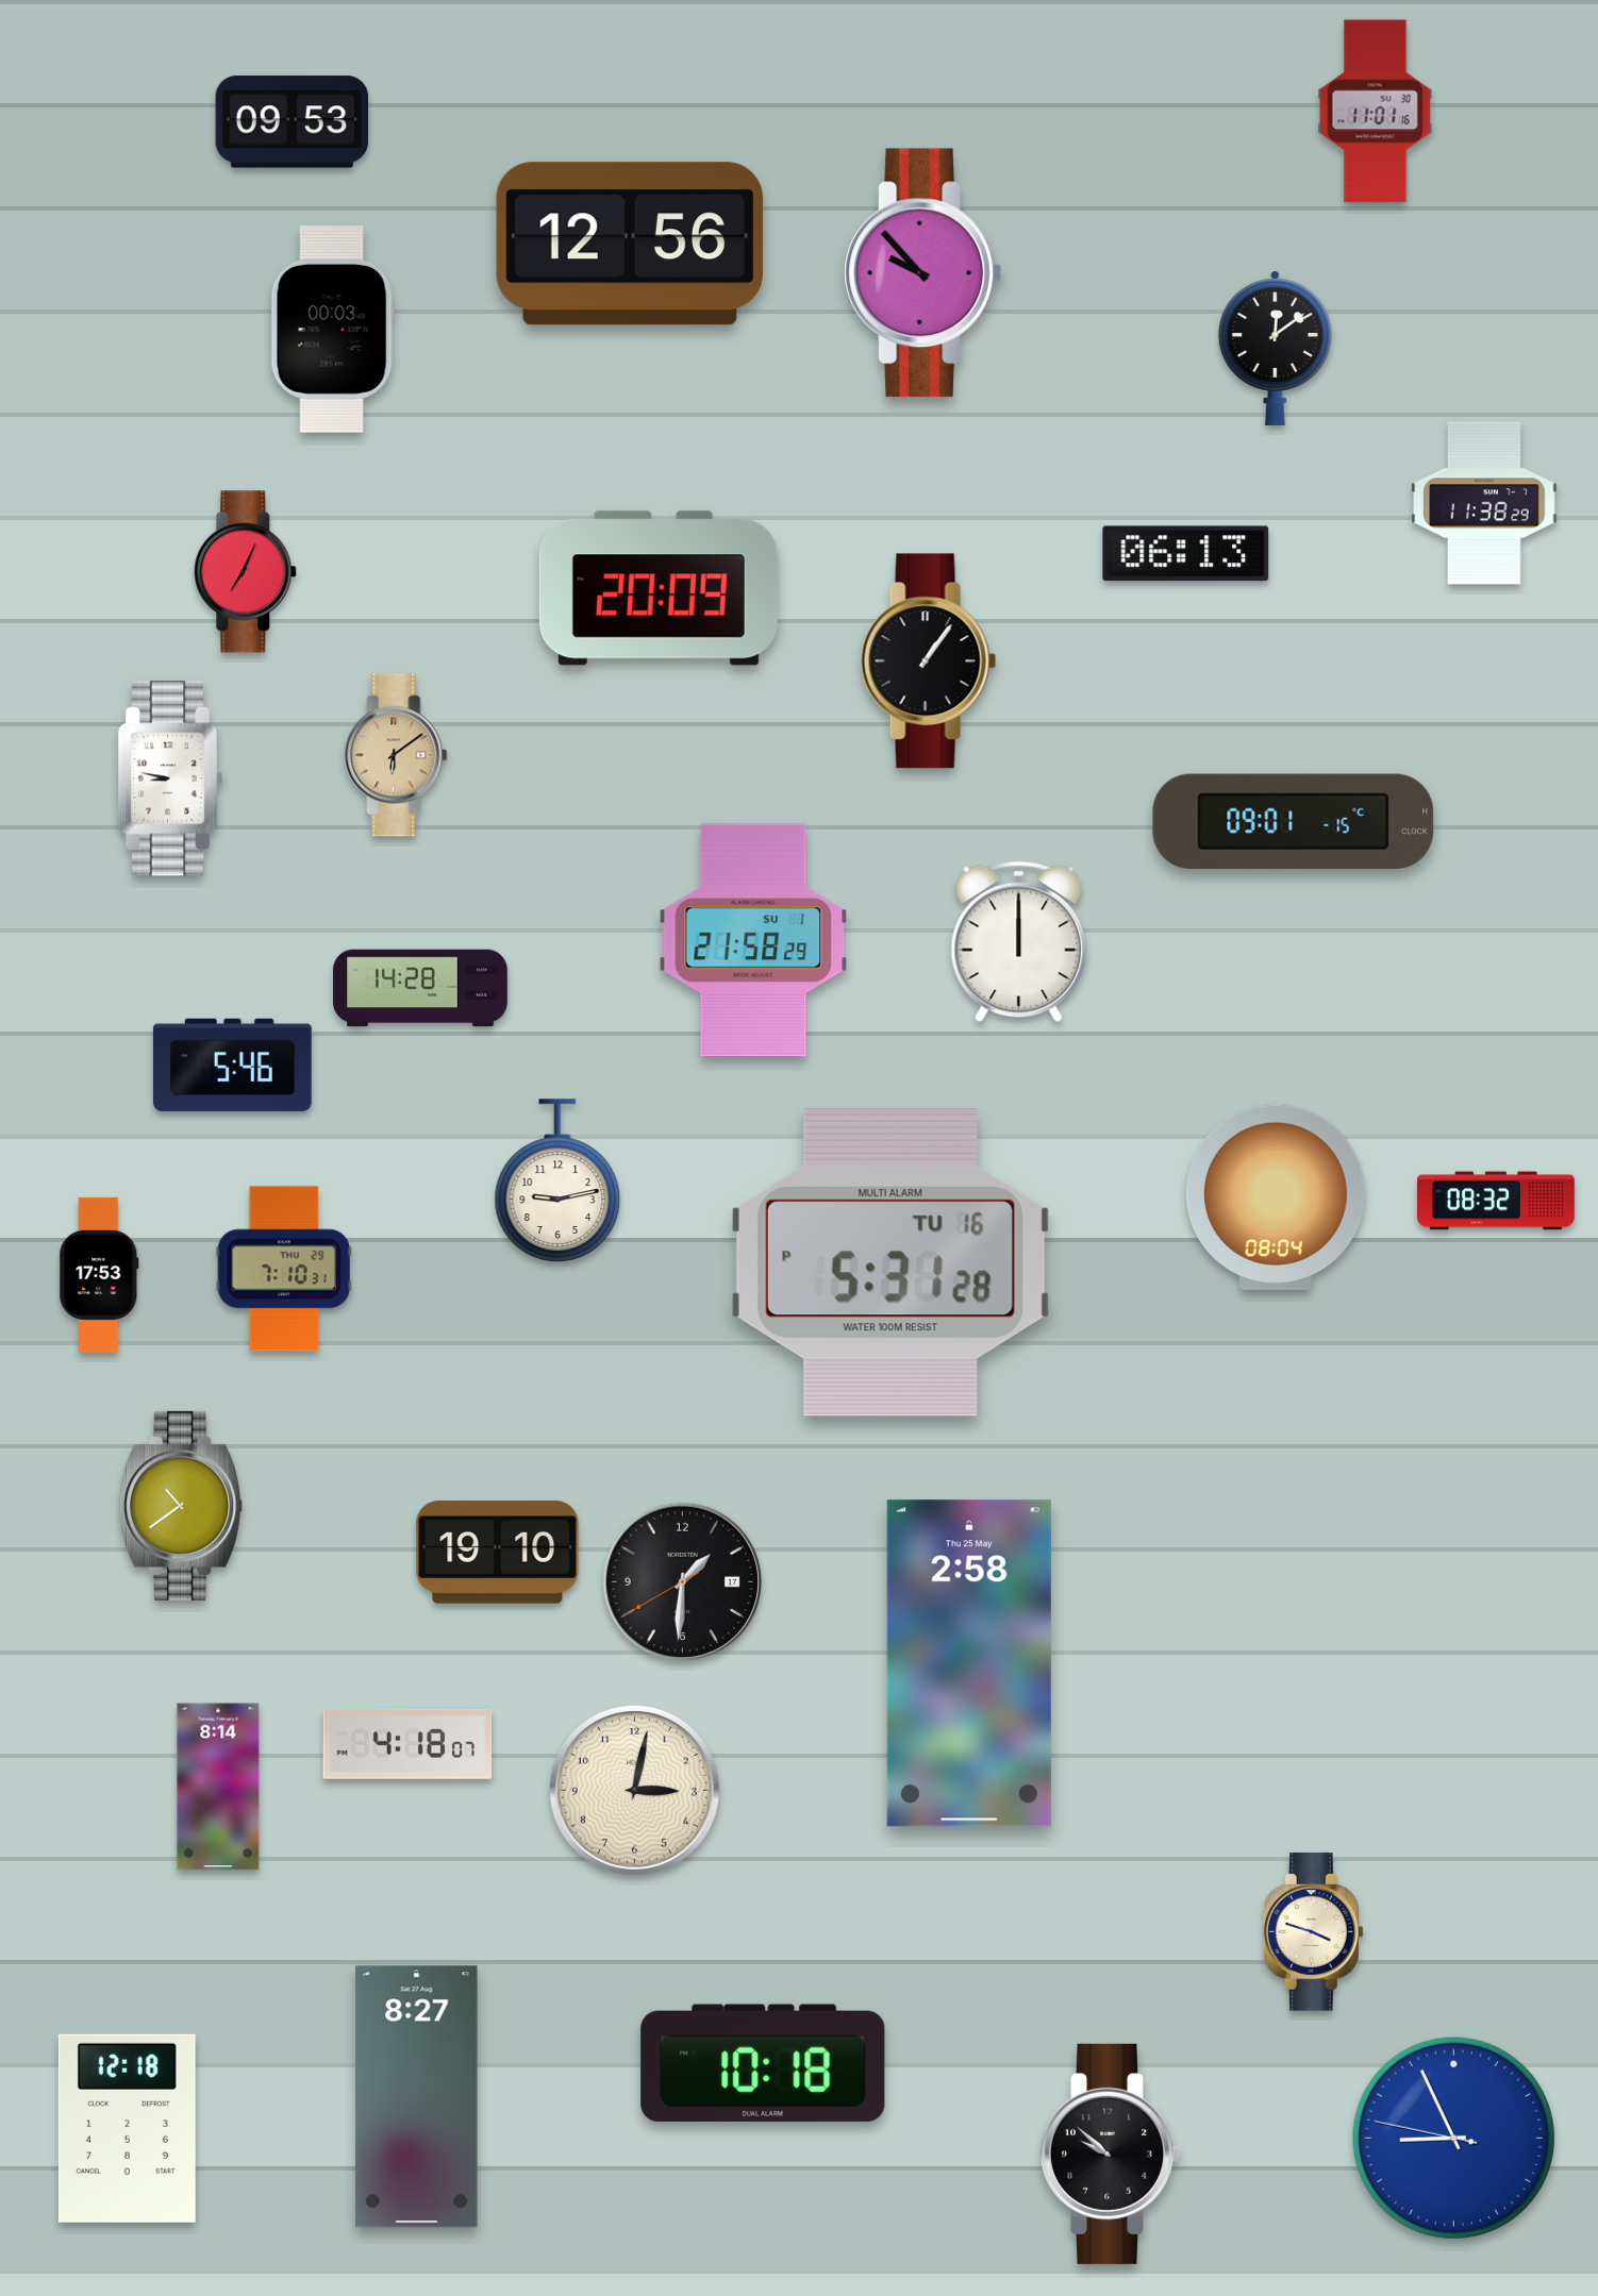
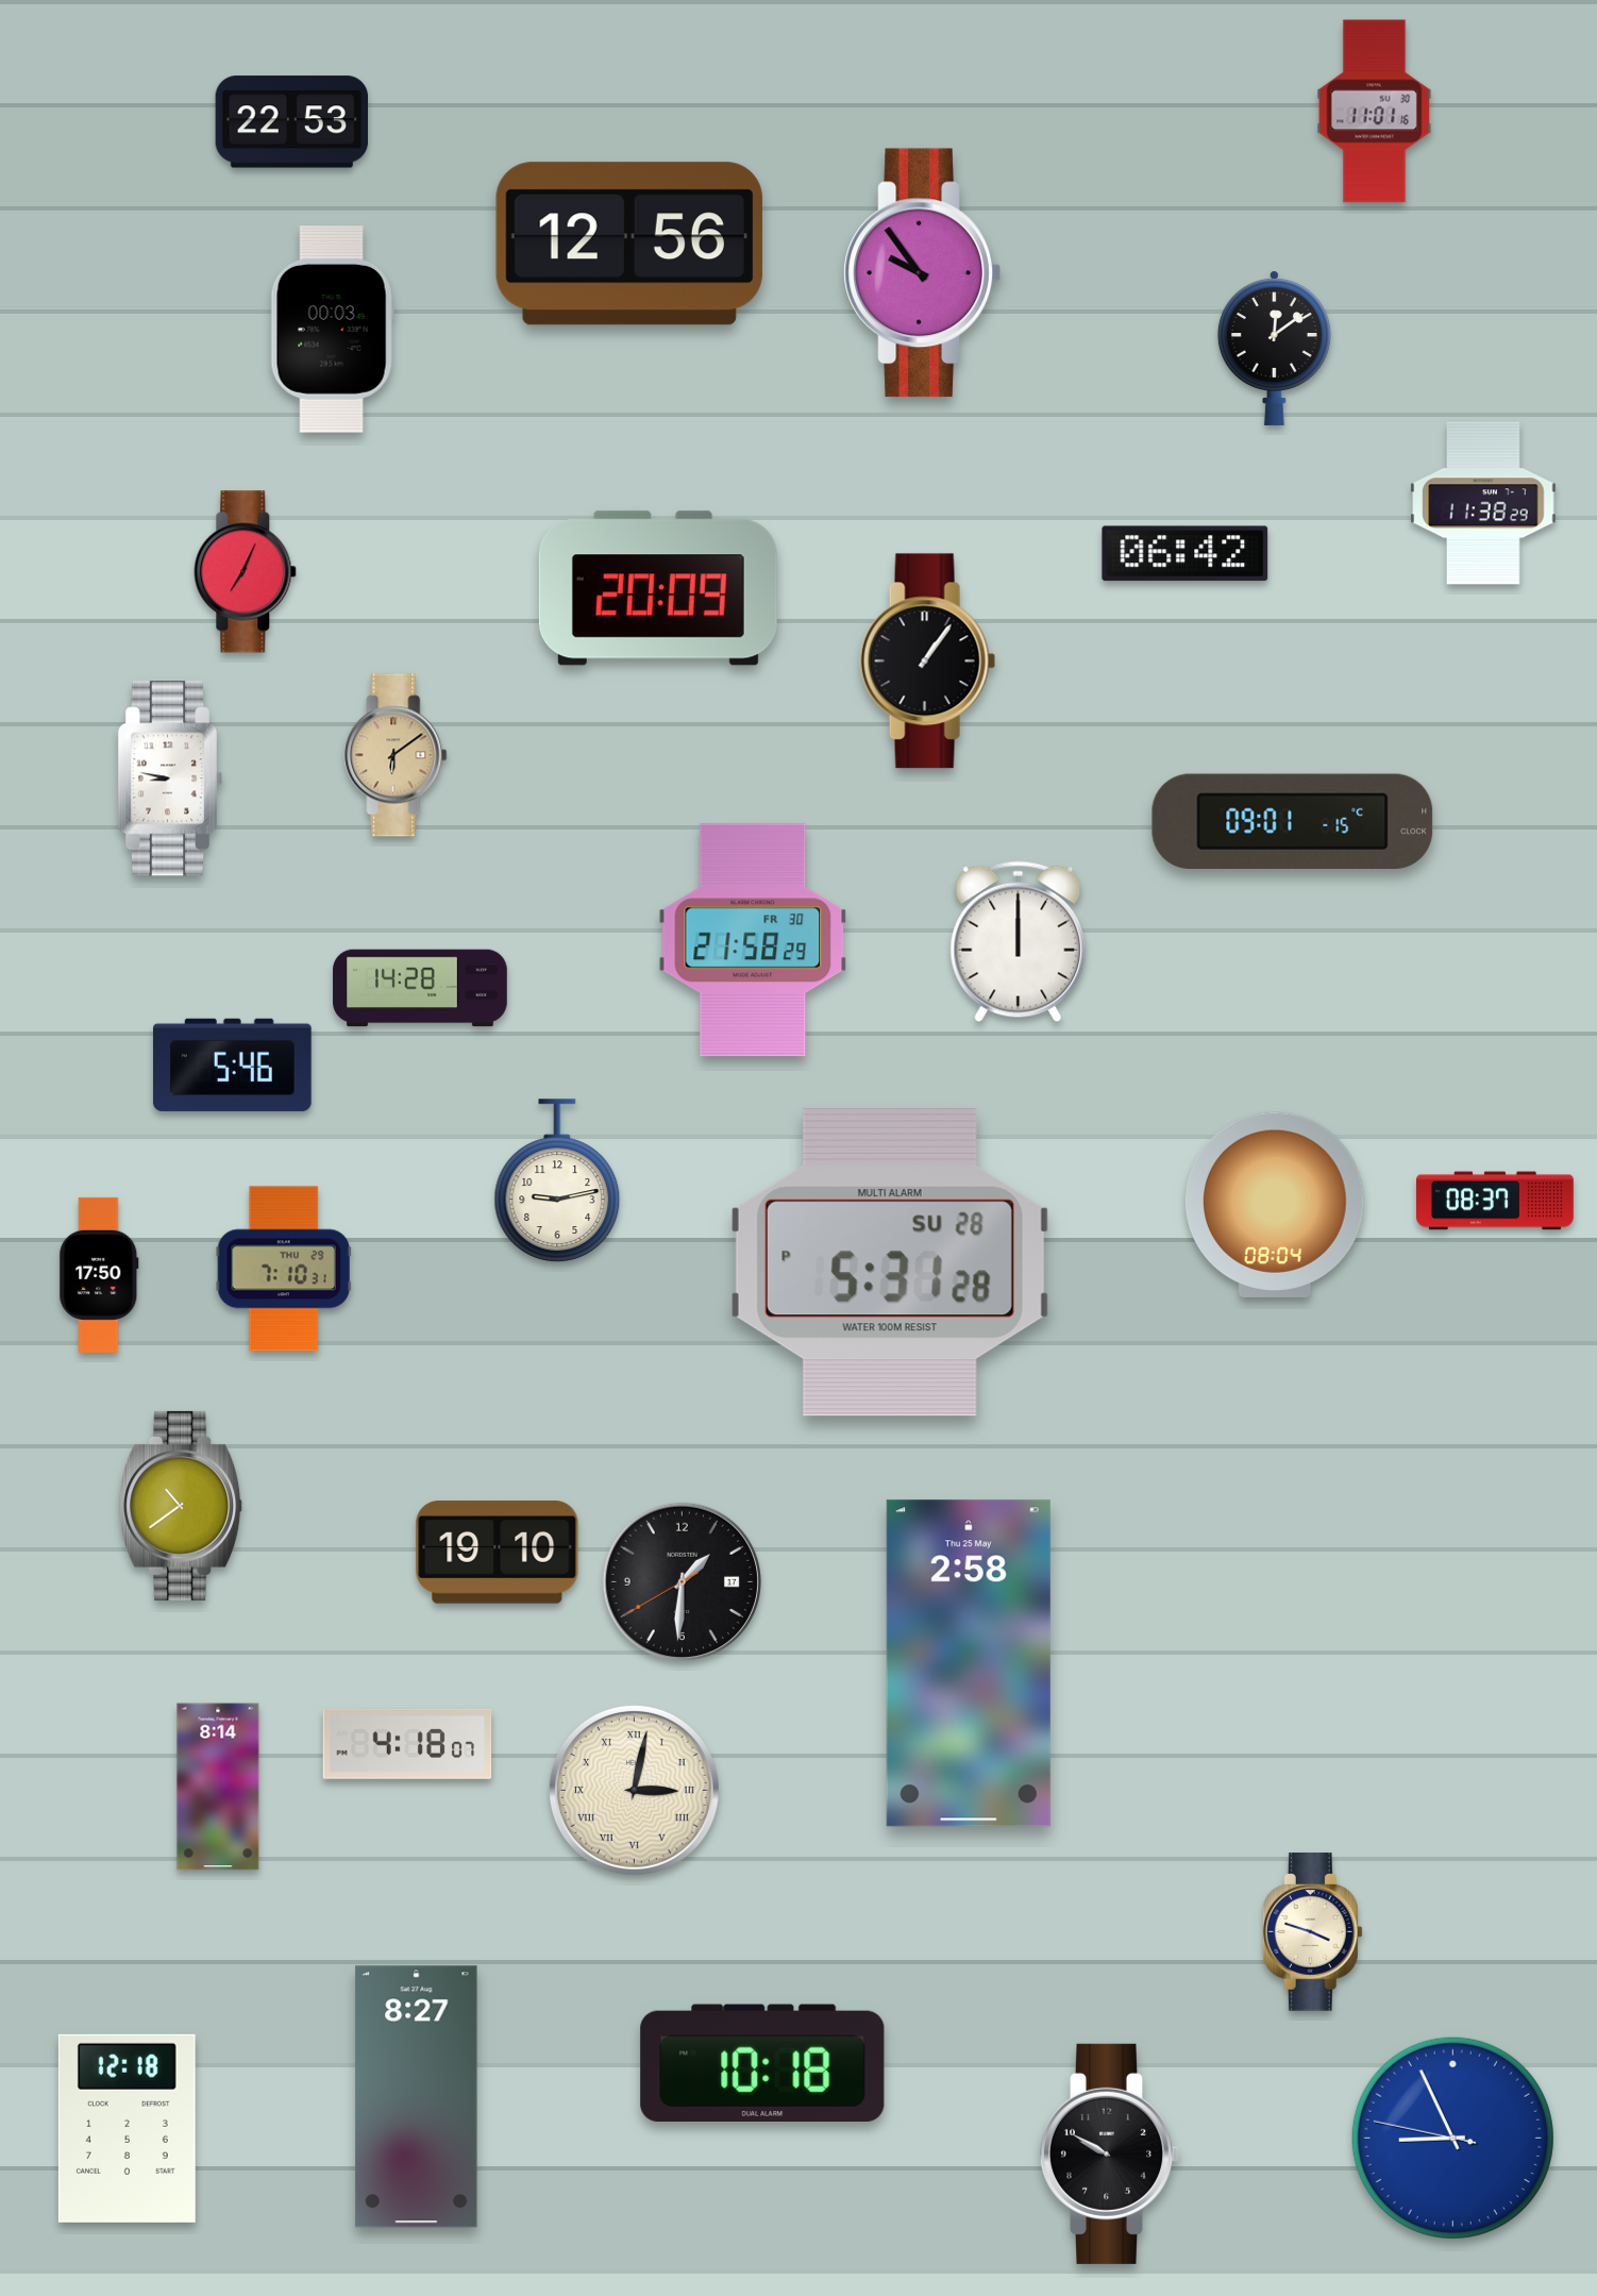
clock at (292, 122): 09:53 -> 22:53
clock at (922, 273): 9:53 -> 9:54
clock at (1186, 554): 06:13 -> 06:42
clock at (753, 940) date: SU 1 -> FR 30
clock at (1276, 1197) position: (1276, 1197) -> (1275, 1205)
clock at (1497, 1201): 08:32 -> 08:37
clock at (890, 1262) date: TU 16 -> SU 28
clock at (99, 1275): 17:53 -> 17:50
clock at (634, 1790) numerals: Arabic -> Roman
clock at (1110, 2153): 9:52 -> 9:50
